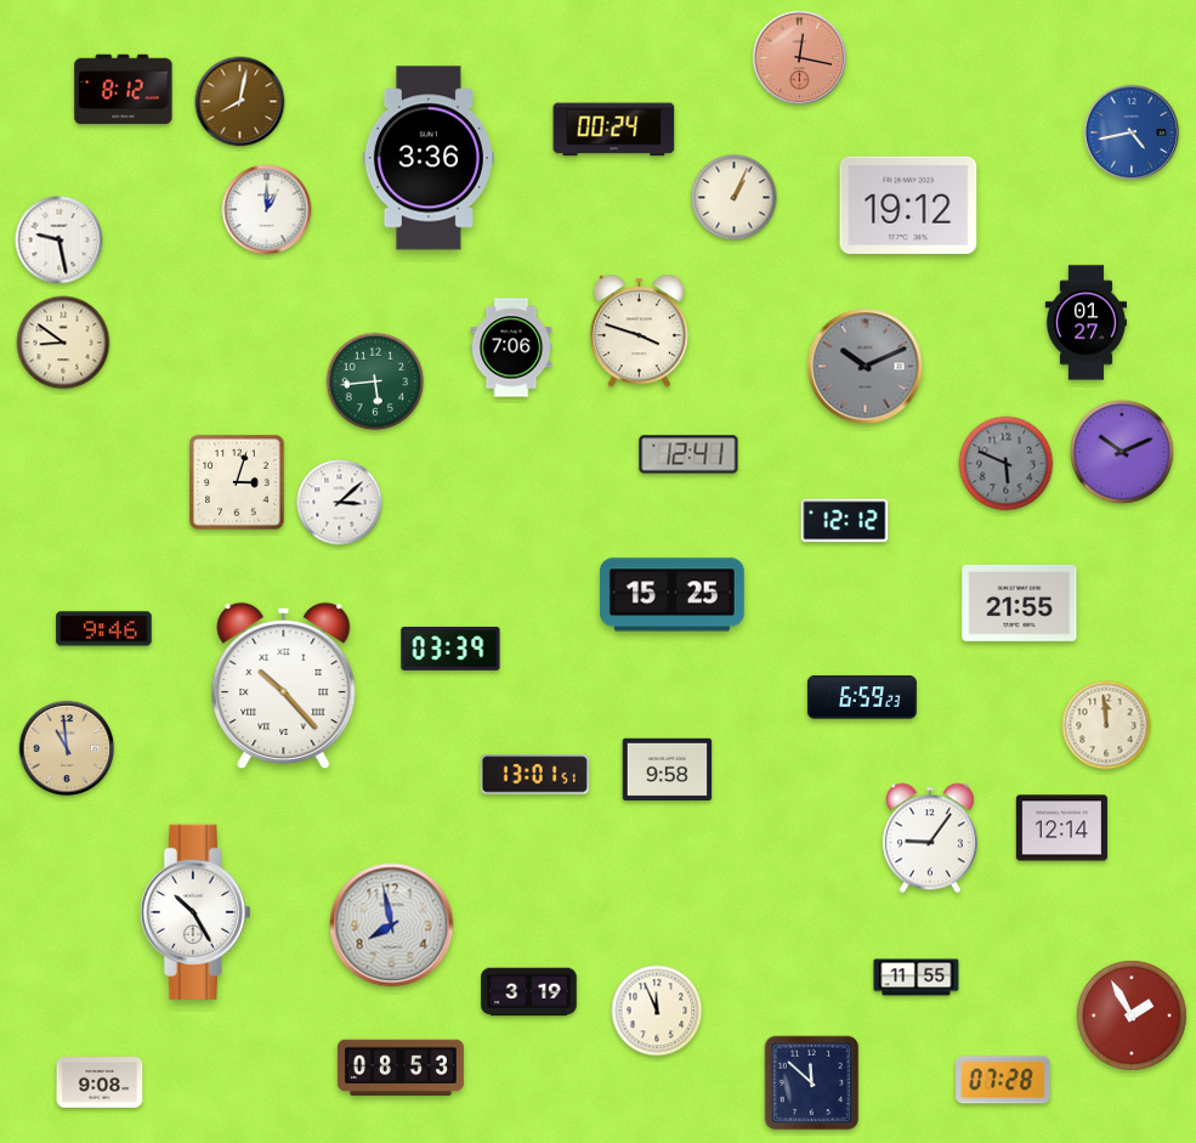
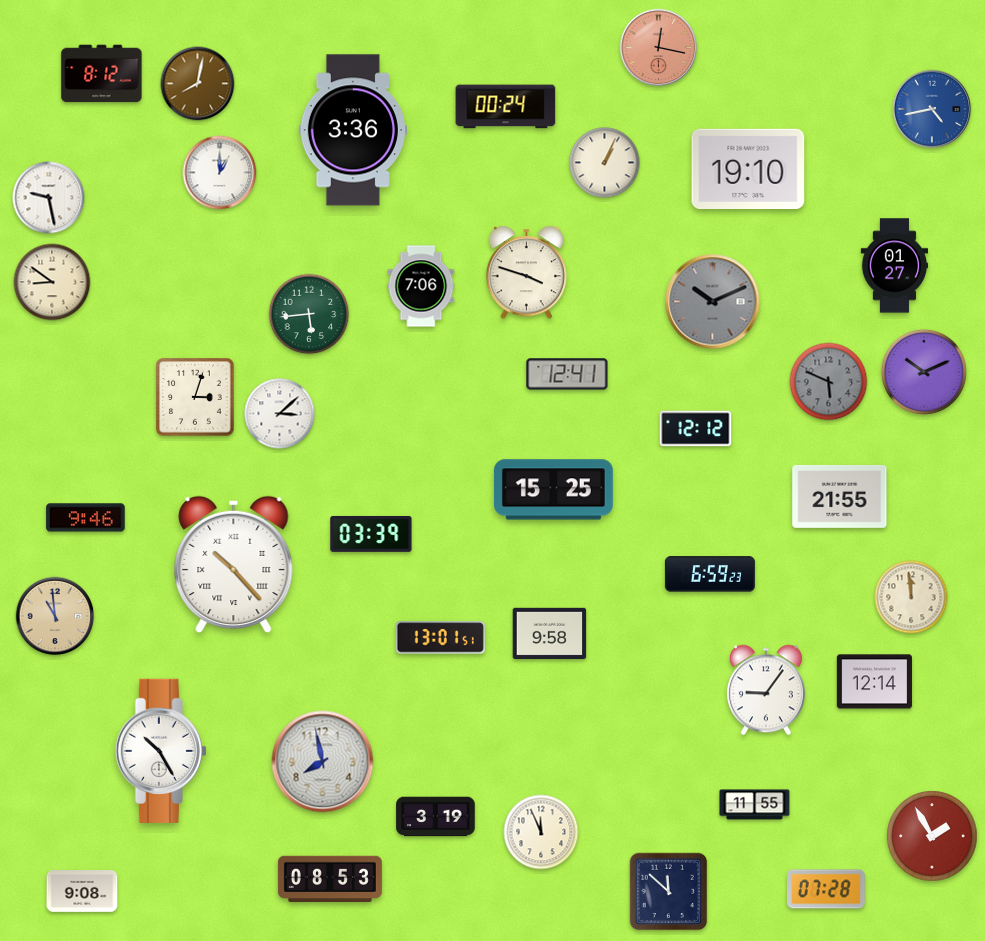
clock at (908, 204): 19:12 -> 19:10
